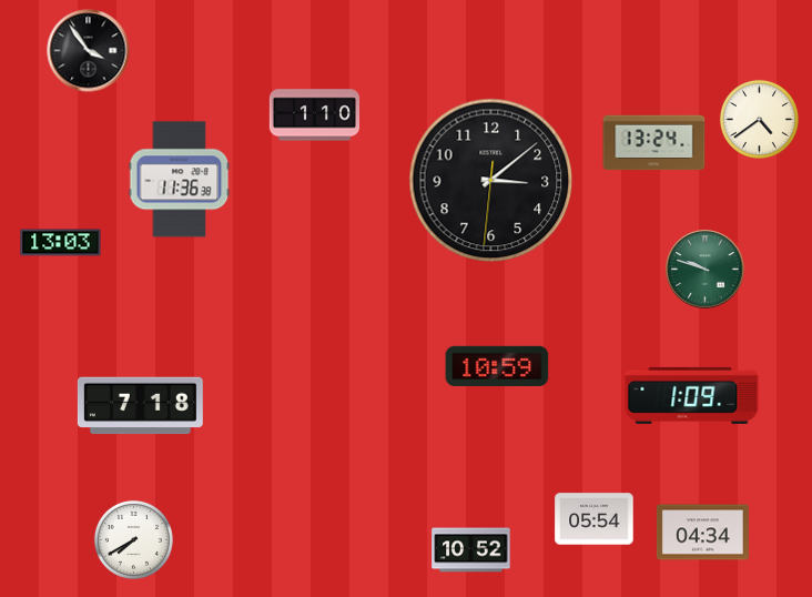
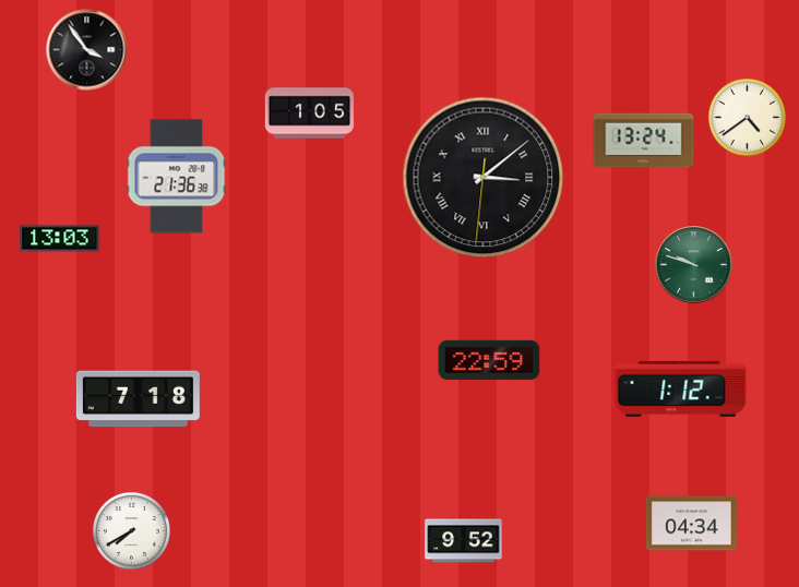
clock at (314, 115): 1:10 -> 1:05
clock at (180, 180): 11:36 -> 21:36
clock at (491, 181) numerals: Arabic -> Roman
clock at (497, 366): 10:59 -> 22:59
clock at (692, 395): 1:09 -> 1:12
clock at (595, 519): 05:54 -> none
clock at (471, 550): 10:52 -> 9:52
